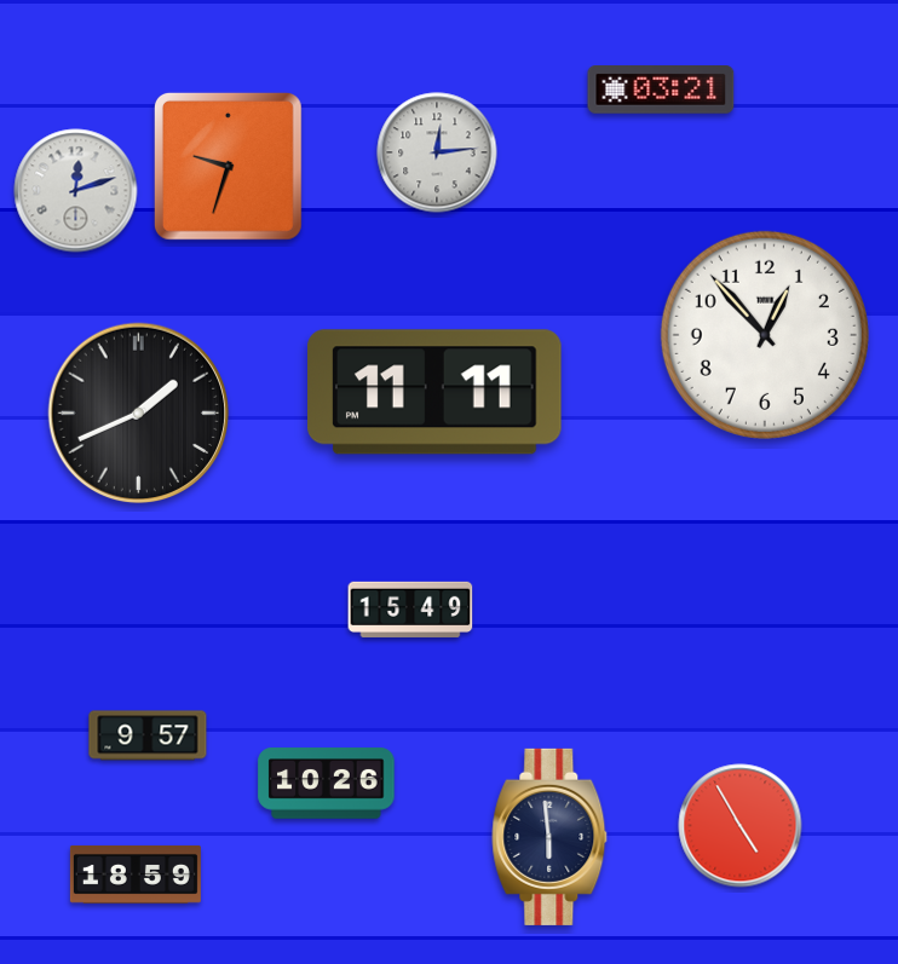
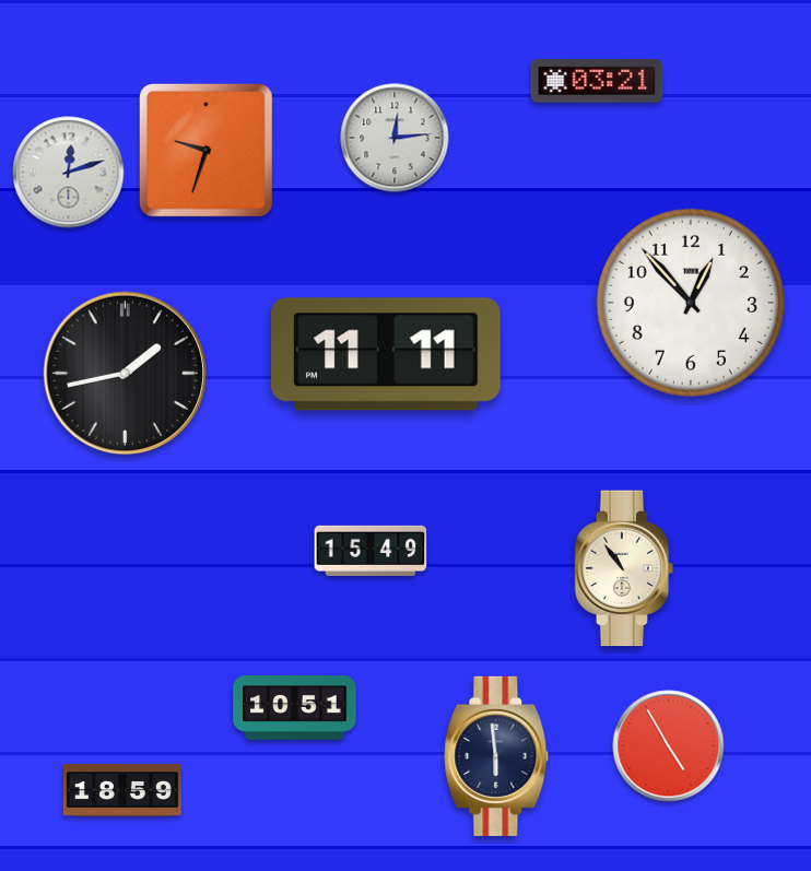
clock at (436, 392) position: (436, 392) -> (387, 354)
clock at (139, 414): 1:41 -> 1:43
clock at (624, 568): none -> 10:54
clock at (148, 735): 9:57 -> none
clock at (327, 784): 10:26 -> 10:51
